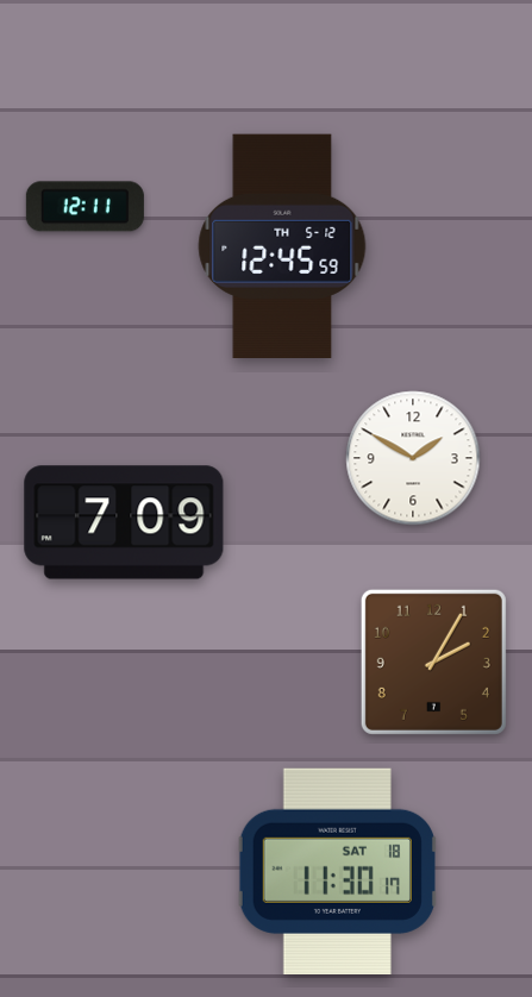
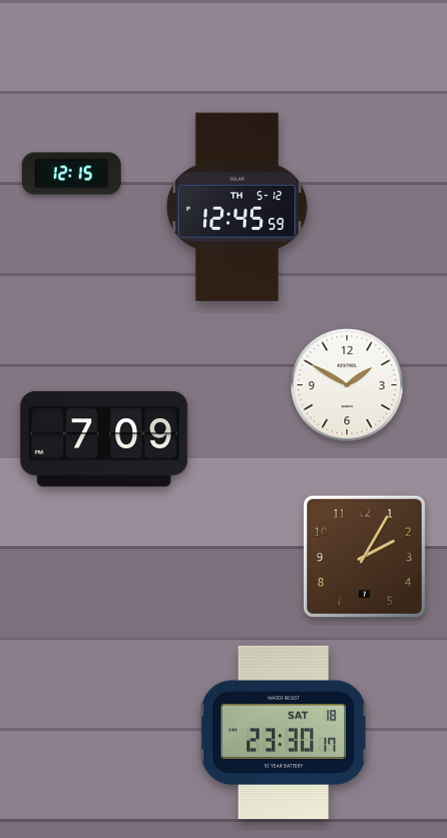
clock at (85, 207): 12:11 -> 12:15
clock at (337, 871): 11:30 -> 23:30
